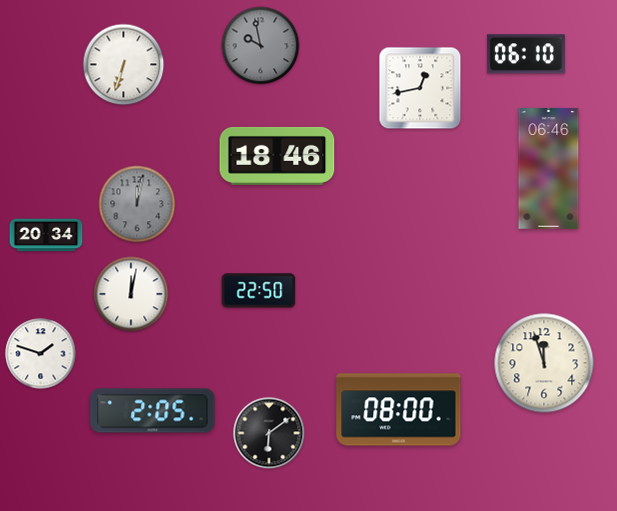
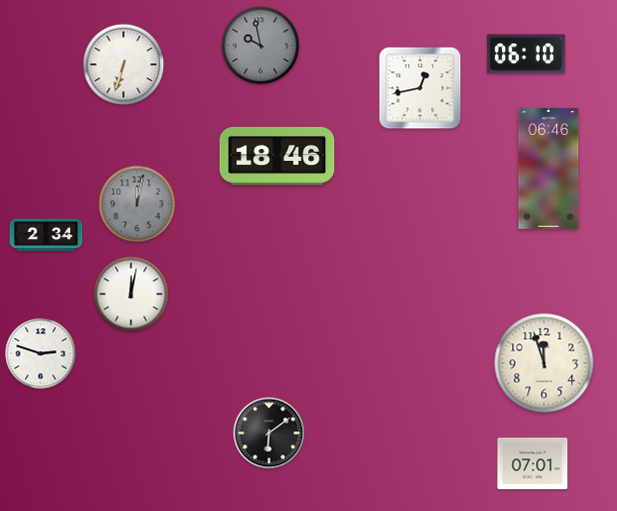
clock at (46, 235): 20:34 -> 2:34
clock at (259, 291): 22:50 -> none
clock at (41, 354): 1:48 -> 2:48
clock at (399, 410): 08:00 -> none
clock at (153, 411): 2:05 -> none
clock at (533, 464): none -> 07:01
